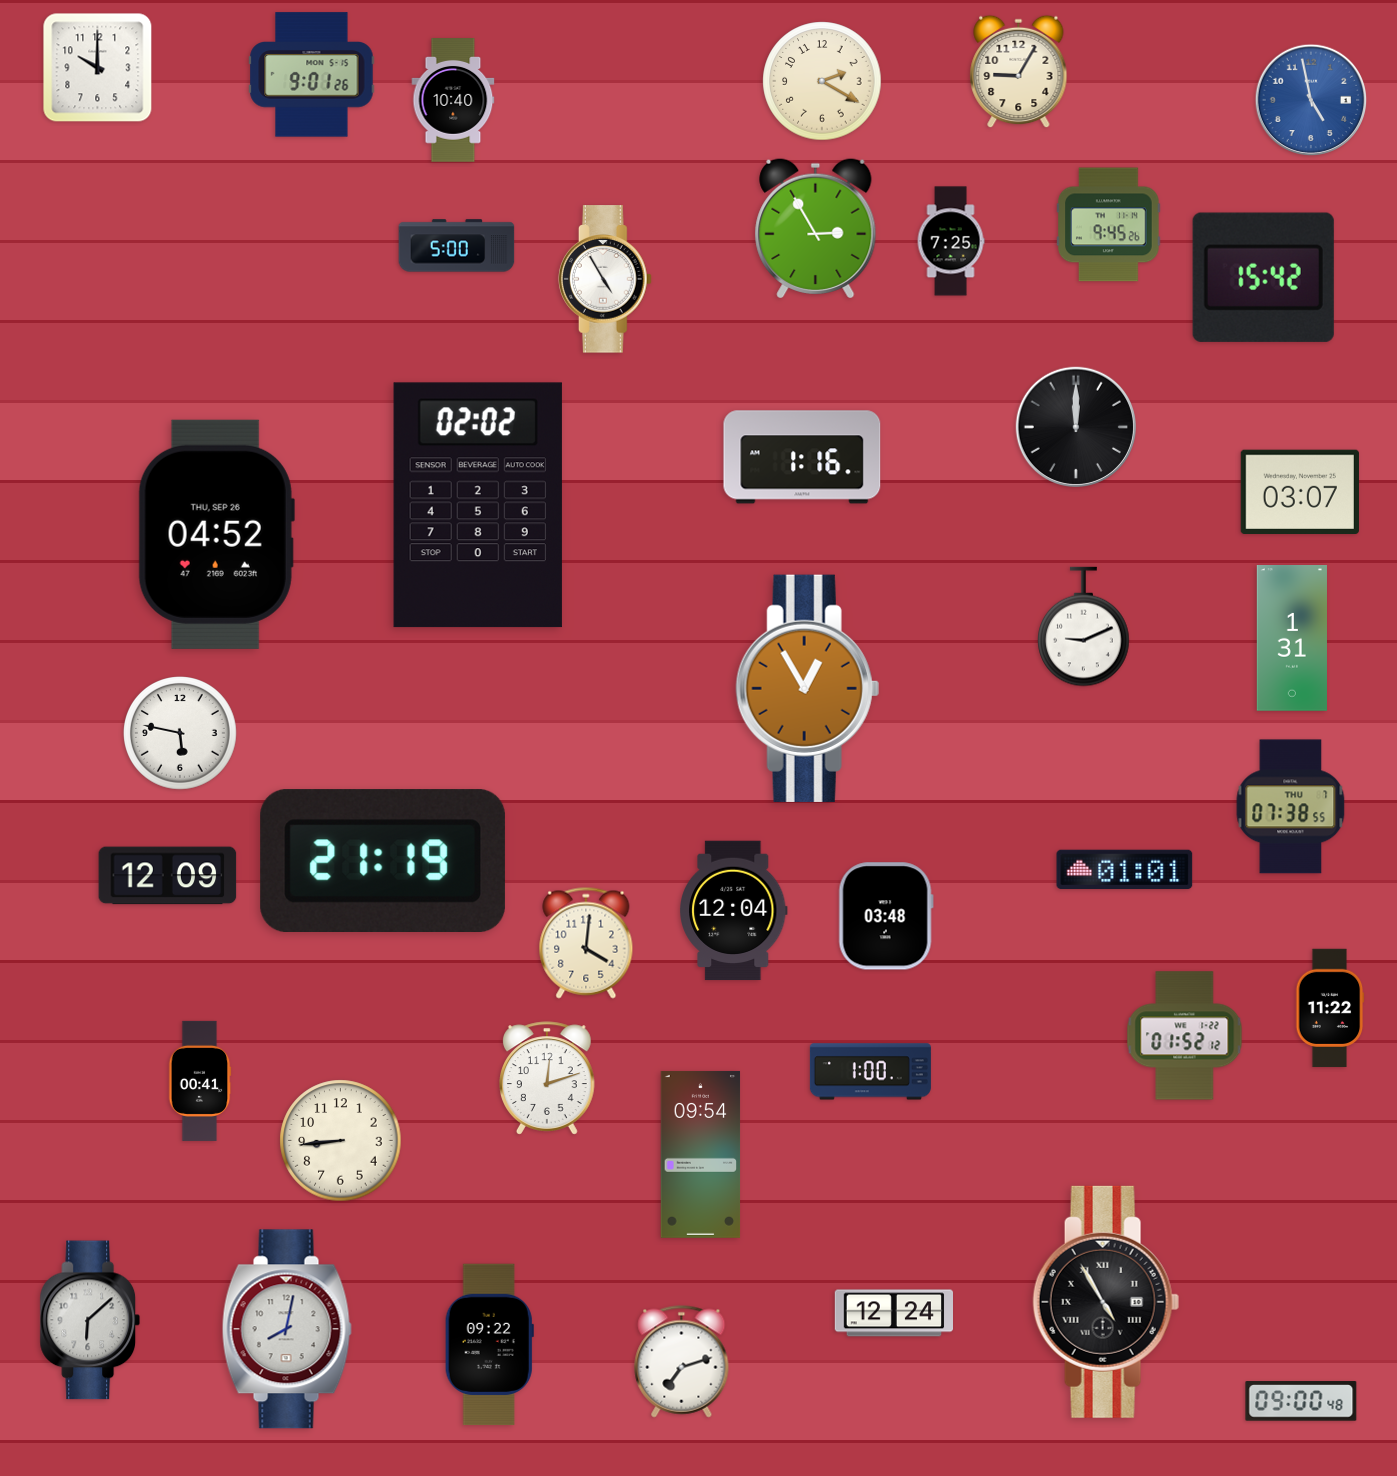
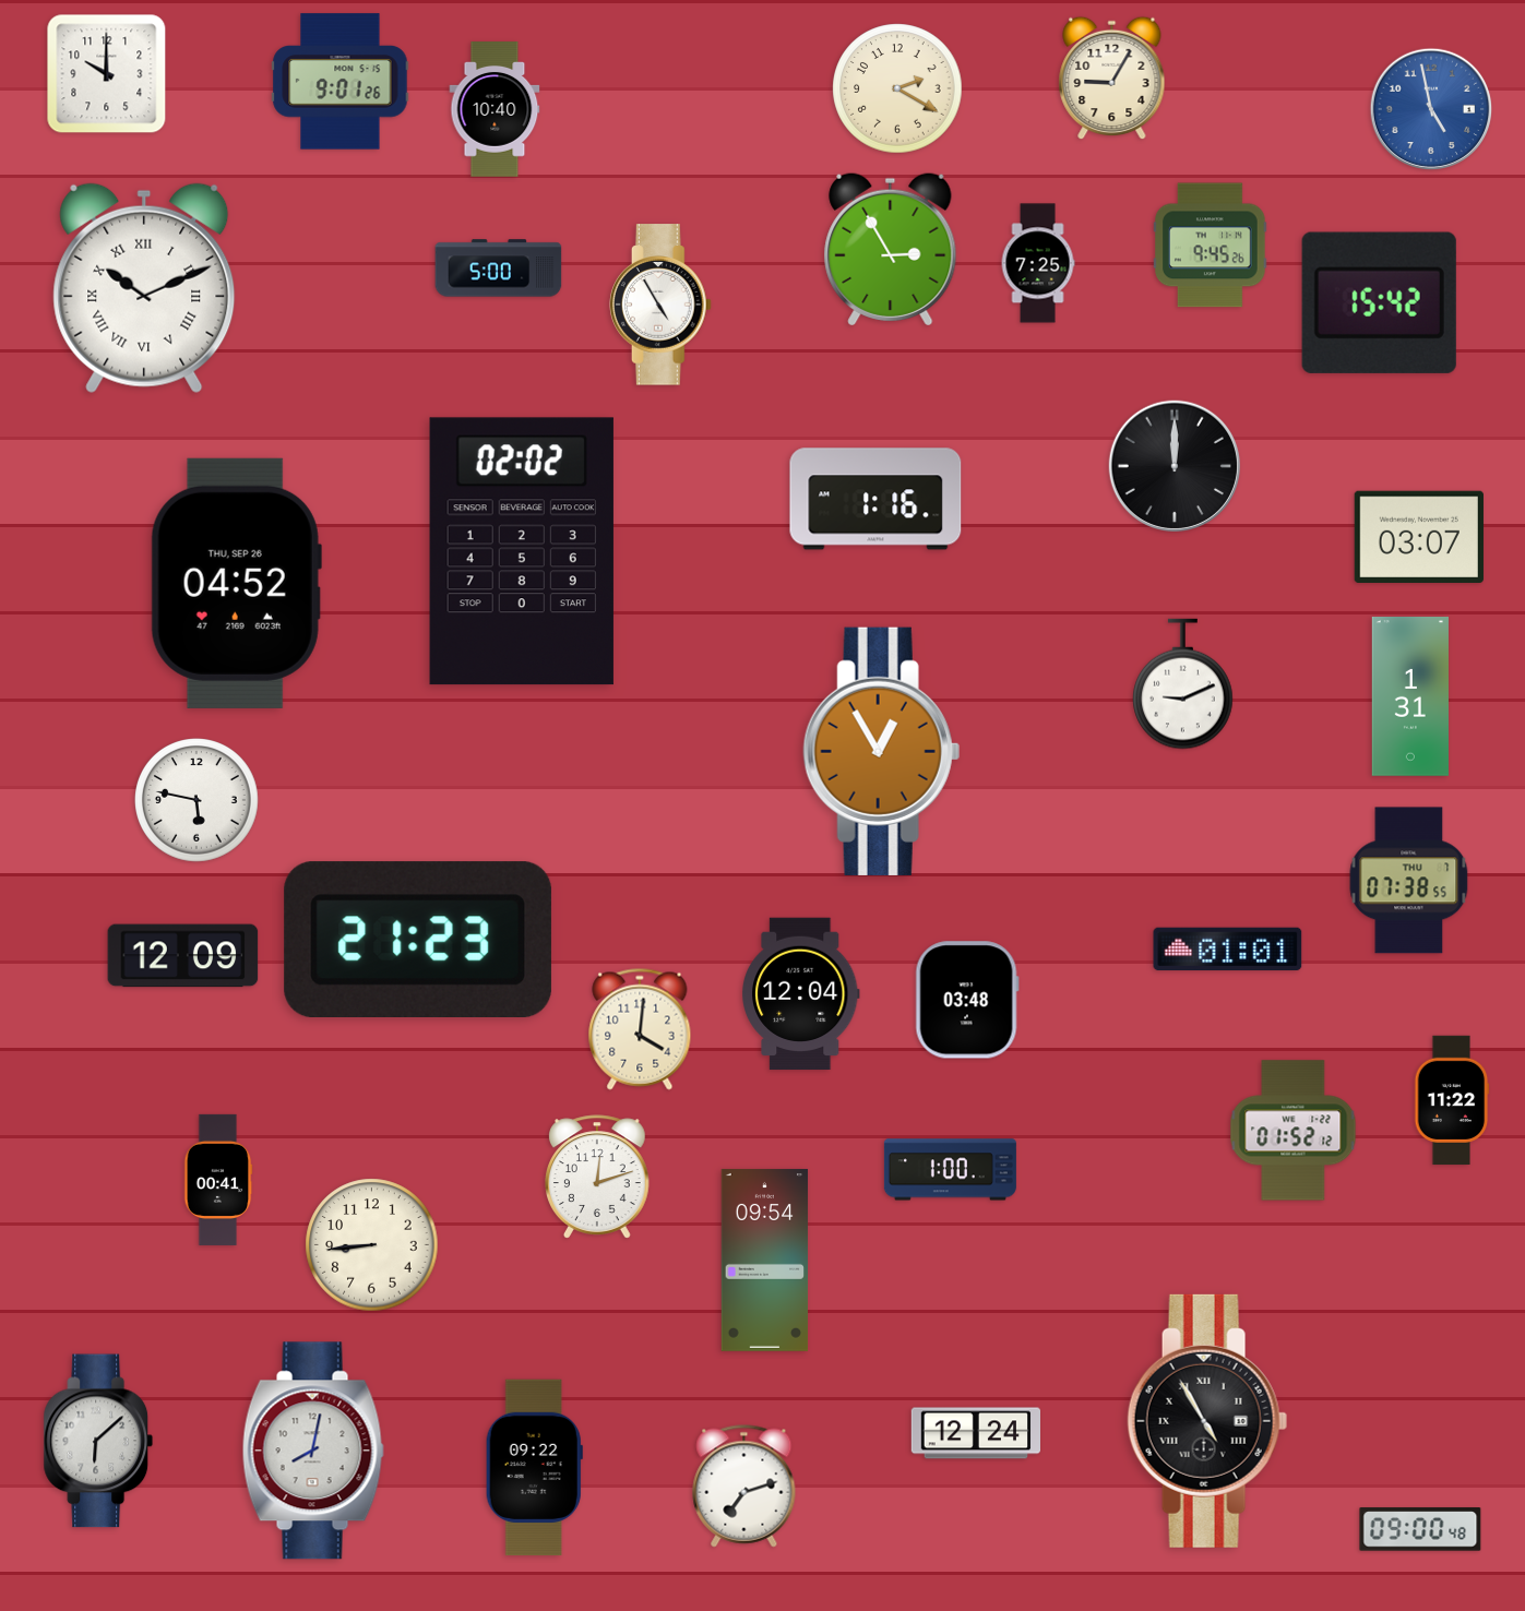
clock at (144, 288): none -> 10:11
clock at (383, 860): 21:19 -> 21:23
